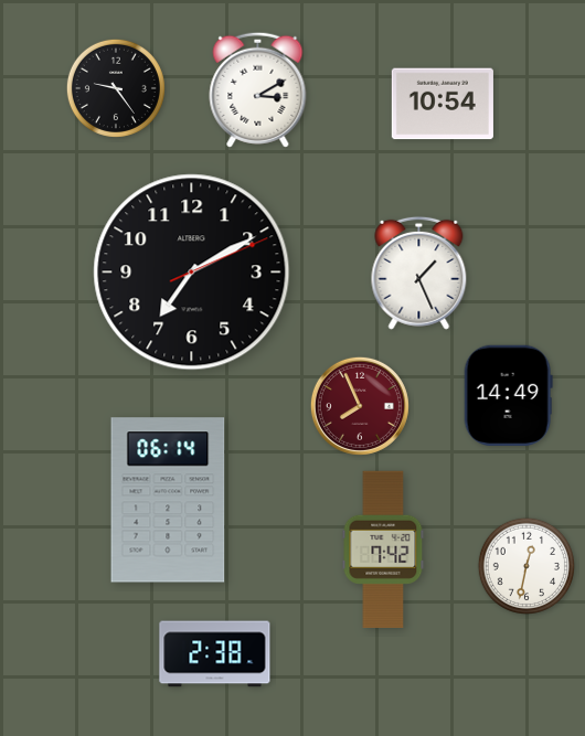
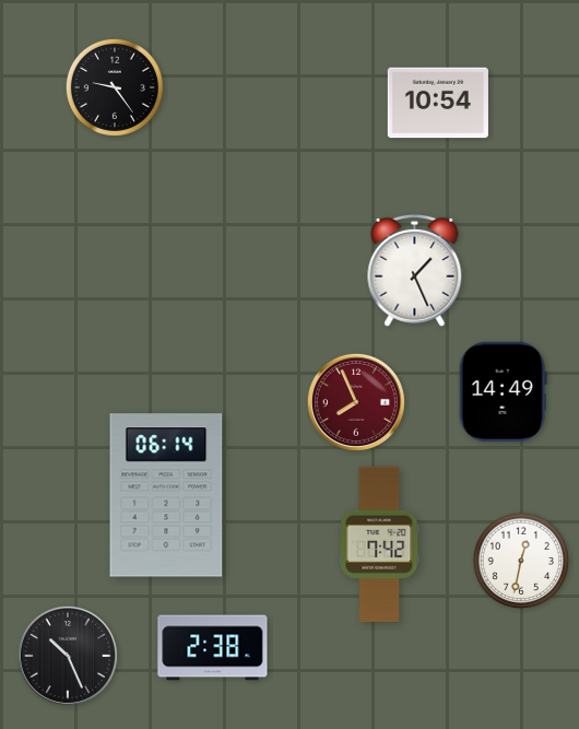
clock at (258, 89): 3:10 -> none
clock at (192, 273): 7:10 -> none
clock at (68, 656): none -> 10:26
